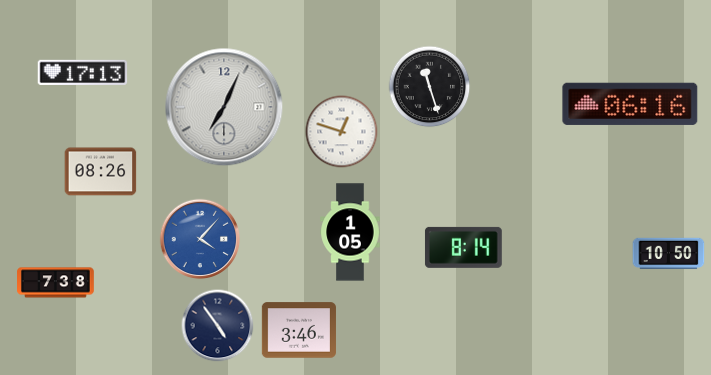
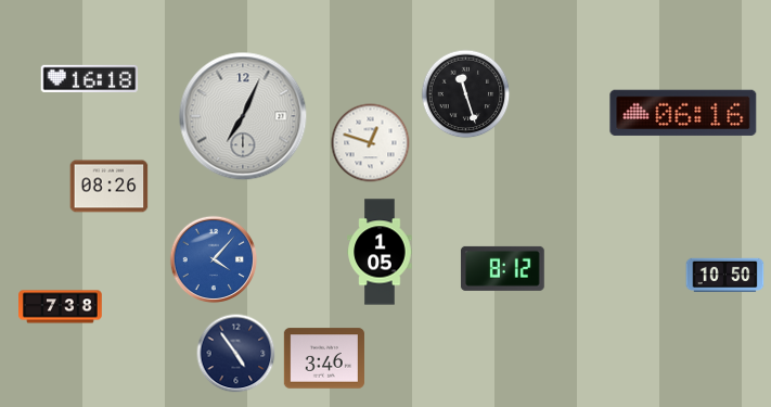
clock at (83, 72): 17:13 -> 16:18
clock at (200, 239) position: (200, 239) -> (214, 259)
clock at (463, 247): 8:14 -> 8:12
